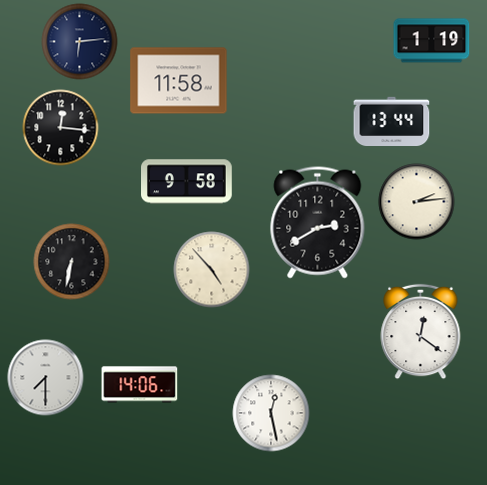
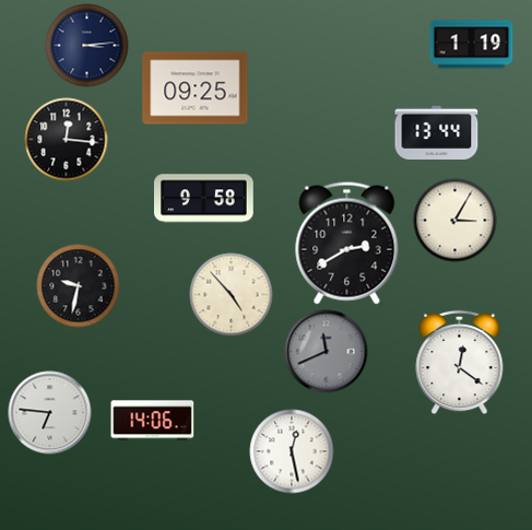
clock at (80, 42): 6:14 -> 3:14
clock at (179, 81): 11:58 -> 09:25
clock at (392, 121) position: (392, 121) -> (437, 132)
clock at (417, 202): 2:14 -> 3:05
clock at (72, 262): 6:32 -> 9:32
clock at (327, 352): none -> 11:41
clock at (46, 378): 7:30 -> 6:46
clock at (271, 413) position: (271, 413) -> (292, 451)
